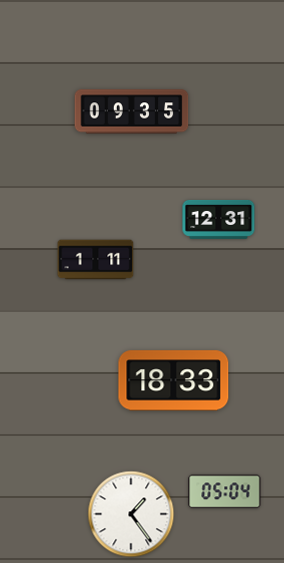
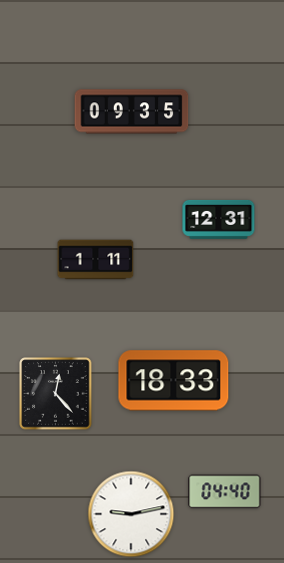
clock at (56, 394): none -> 12:23
clock at (225, 492): 05:04 -> 04:40
clock at (131, 514): 1:24 -> 9:13
